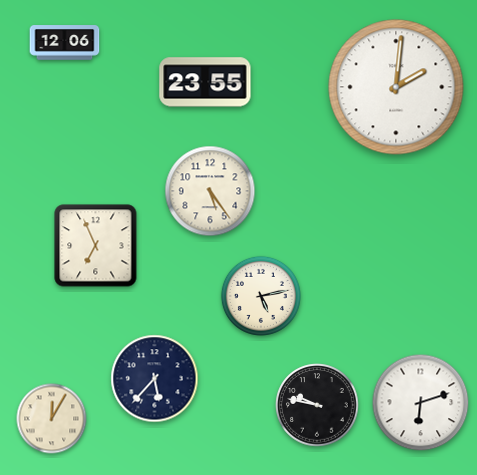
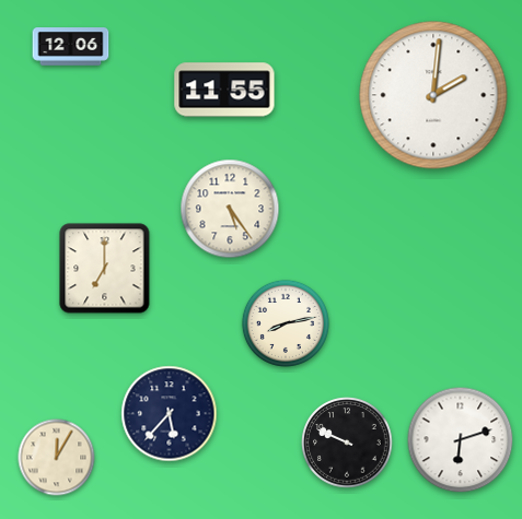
clock at (205, 82): 23:55 -> 11:55
clock at (96, 246): 6:56 -> 7:00
clock at (261, 296): 5:13 -> 8:13
clock at (317, 405): 9:47 -> 9:49
